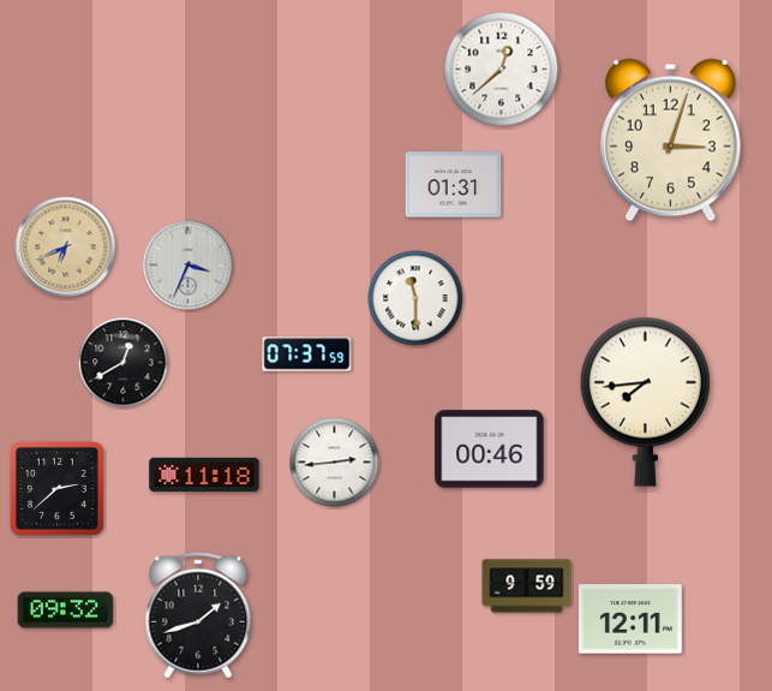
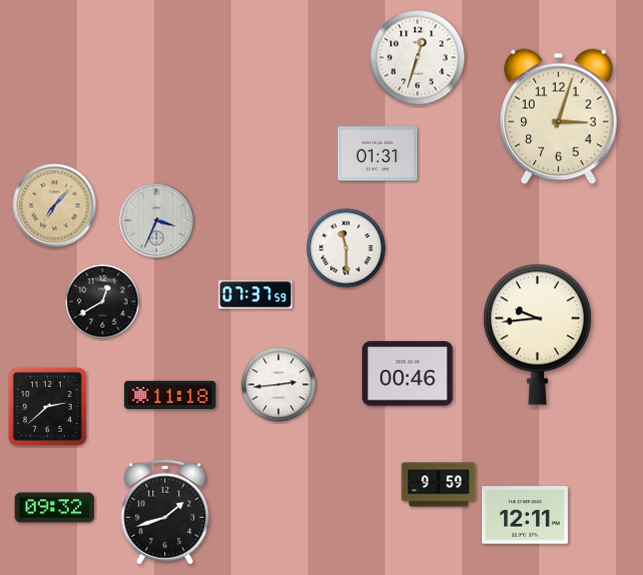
clock at (502, 70): 12:38 -> 12:33
clock at (66, 248): 6:41 -> 7:07
clock at (645, 401): 7:44 -> 9:44
clock at (527, 586) position: (527, 586) -> (439, 485)
